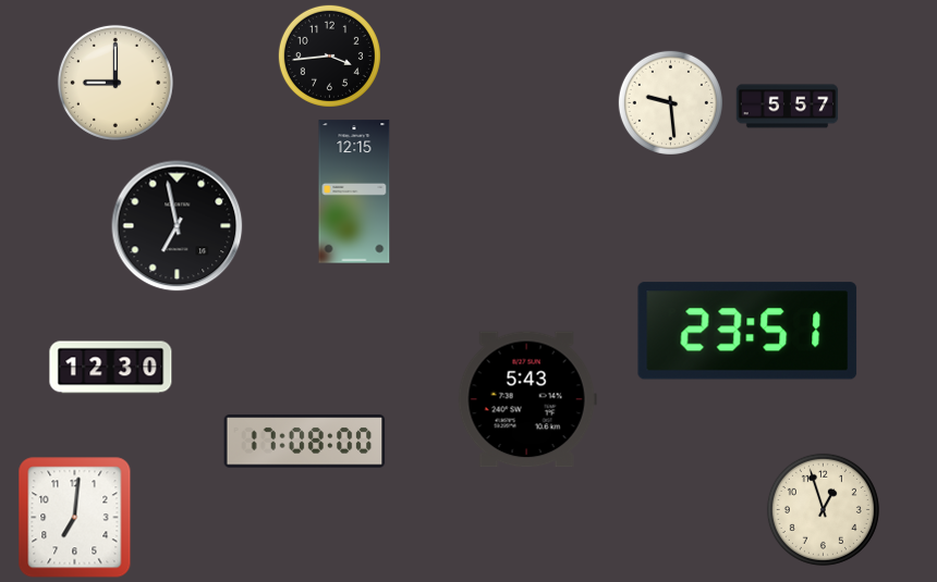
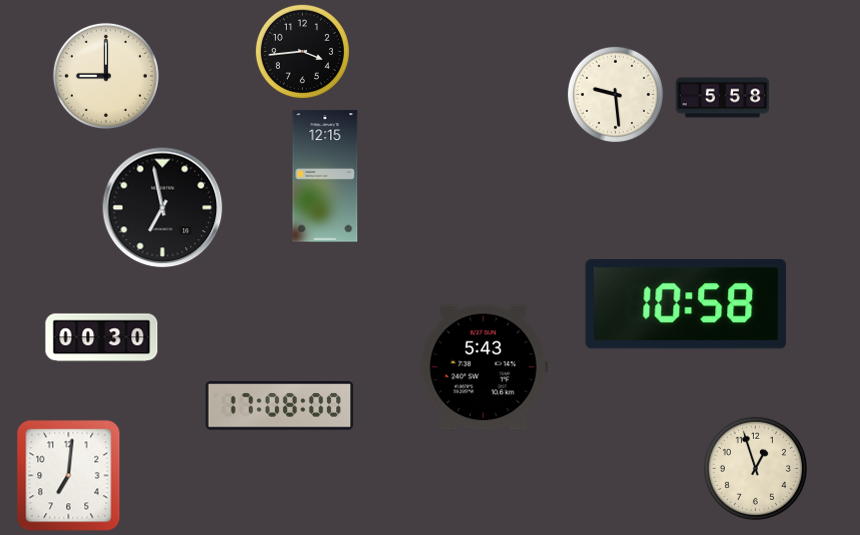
clock at (788, 107): 5:57 -> 5:58
clock at (747, 331): 23:51 -> 10:58
clock at (111, 368): 12:30 -> 00:30
